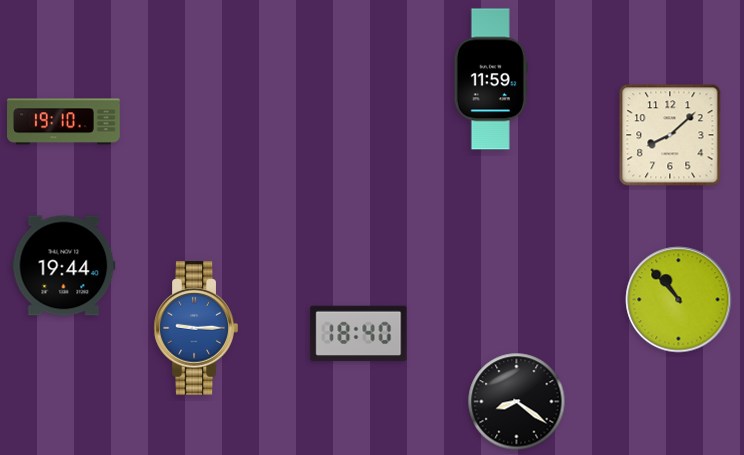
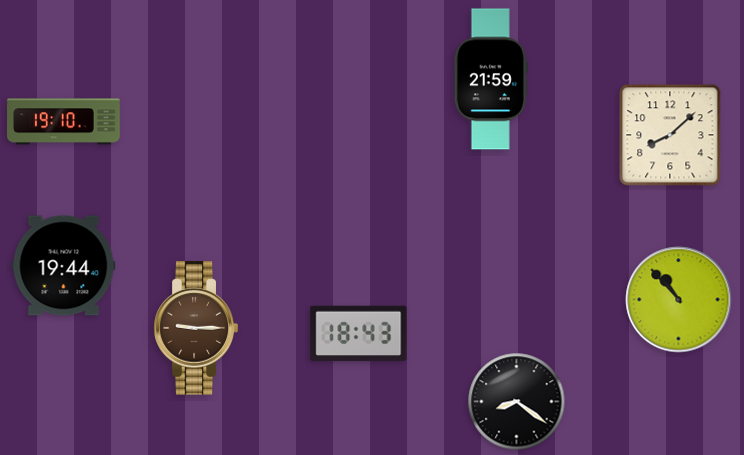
clock at (491, 79): 11:59 -> 21:59
clock at (196, 328) dial: blue -> brown
clock at (359, 334): 18:40 -> 18:43
